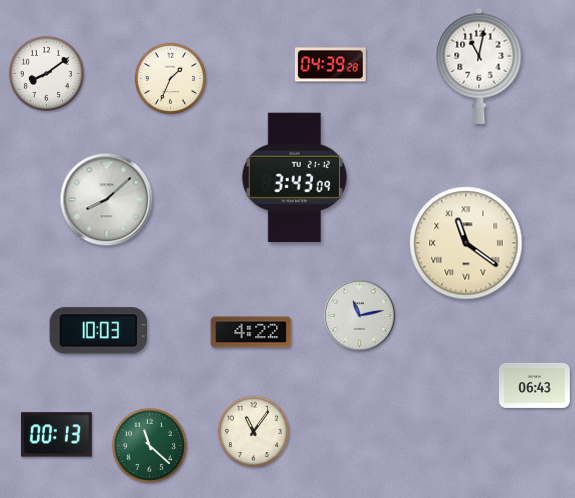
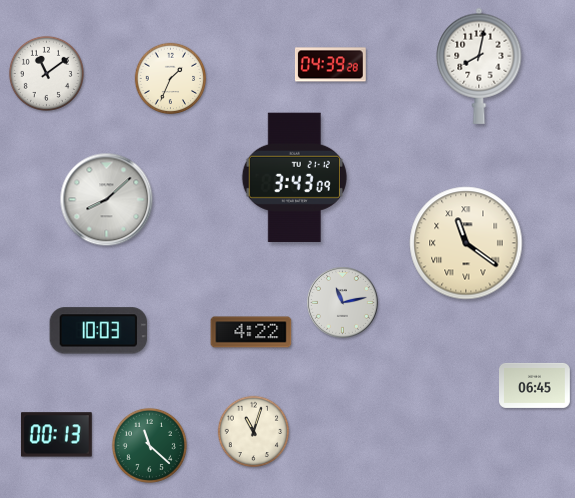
clock at (479, 66): 11:02 -> 8:02
clock at (46, 73): 8:09 -> 11:09
clock at (360, 316) position: (360, 316) -> (343, 303)
clock at (535, 385): 06:43 -> 06:45
clock at (254, 432): 11:06 -> 11:03
